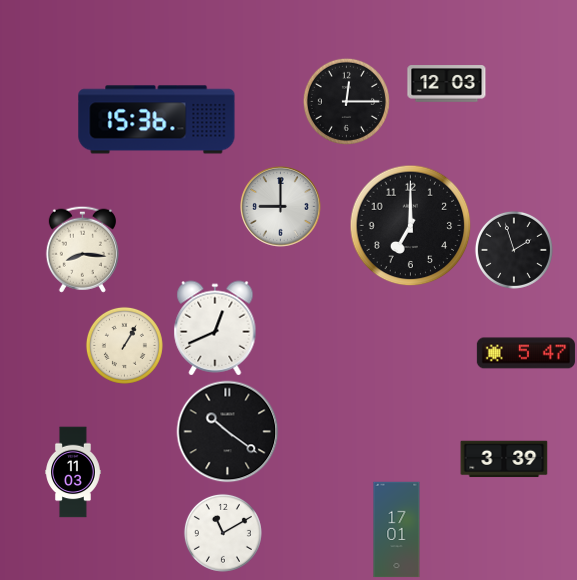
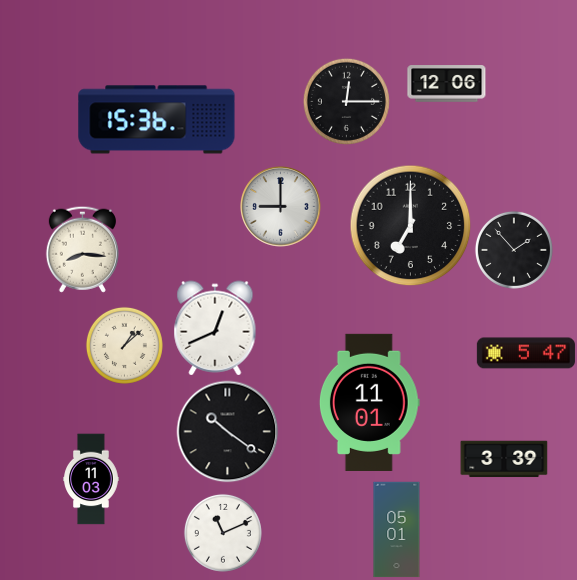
clock at (447, 84): 12:03 -> 12:06
clock at (514, 250): 1:57 -> 1:53
clock at (124, 345): 1:05 -> 1:08
clock at (369, 402): none -> 11:01
clock at (73, 472) position: (73, 472) -> (91, 479)
clock at (397, 530): 17:01 -> 05:01
clock at (223, 533): 11:10 -> 11:11
